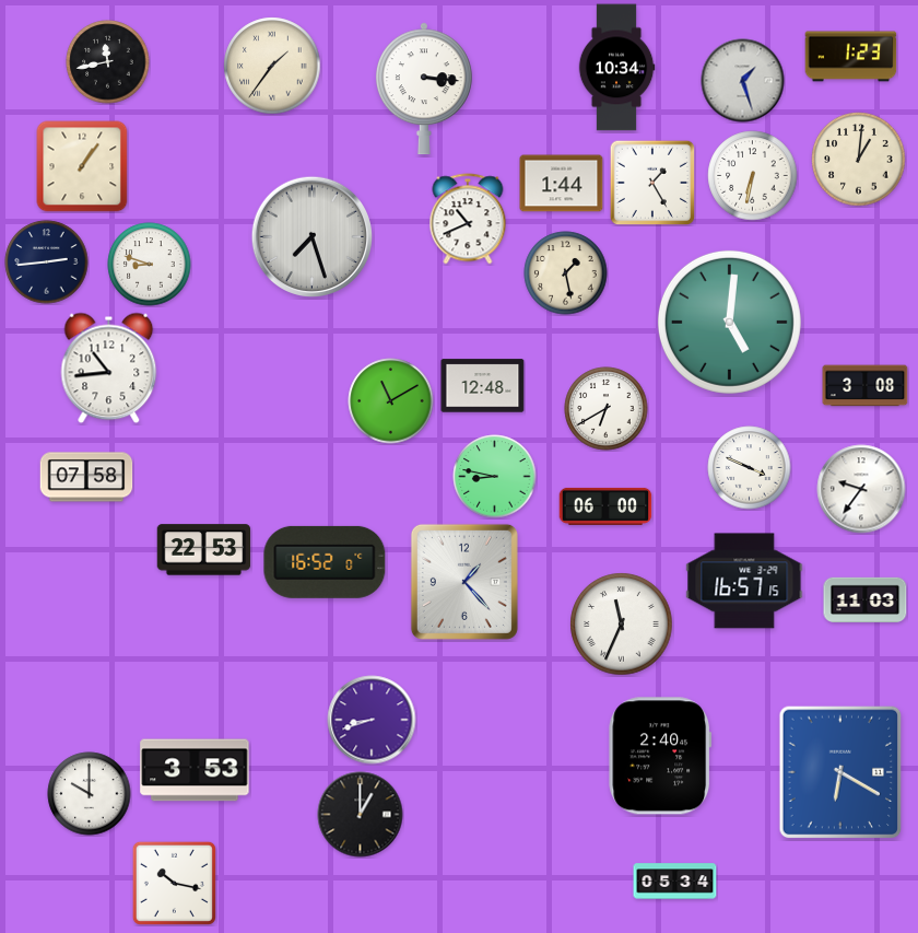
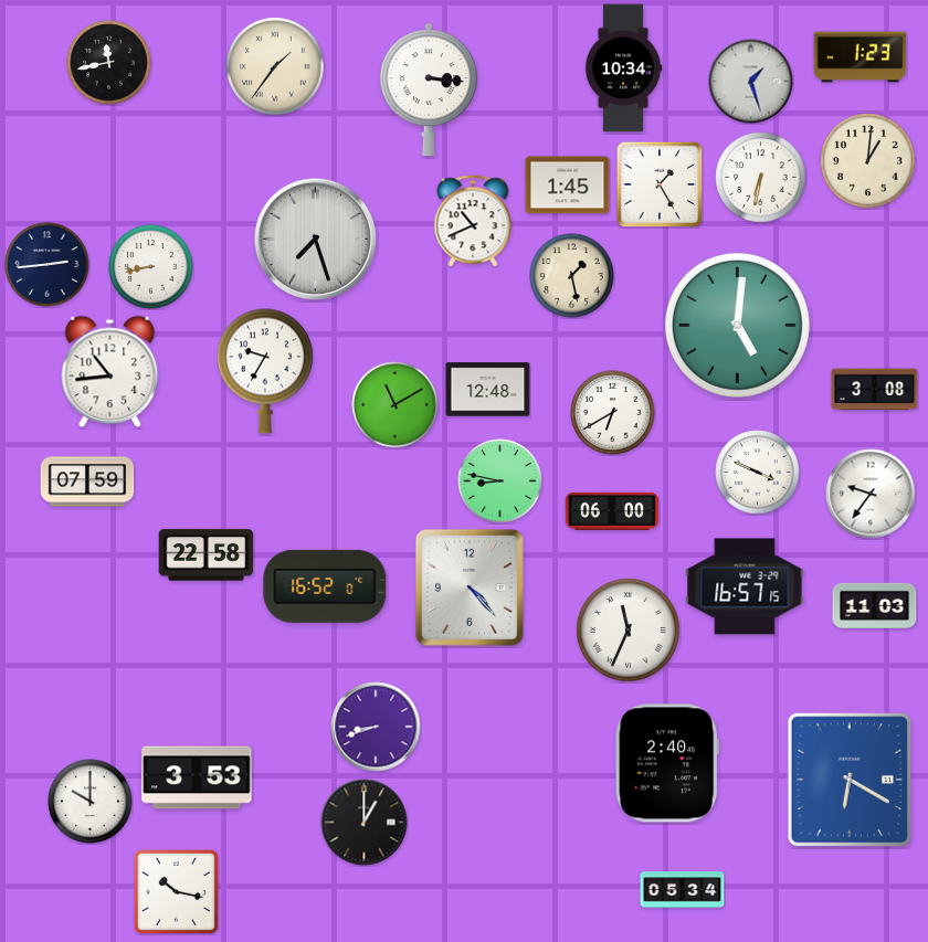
clock at (82, 166): 1:06 -> none
clock at (562, 184): 1:44 -> 1:45
clock at (150, 265): 8:48 -> 8:43
clock at (265, 371): none -> 9:35
clock at (86, 477): 07:58 -> 07:59
clock at (204, 550): 22:53 -> 22:58
clock at (325, 562) position: (325, 562) -> (325, 586)
clock at (744, 581) position: (744, 581) -> (745, 586)
clock at (464, 582): 1:23 -> 4:23
